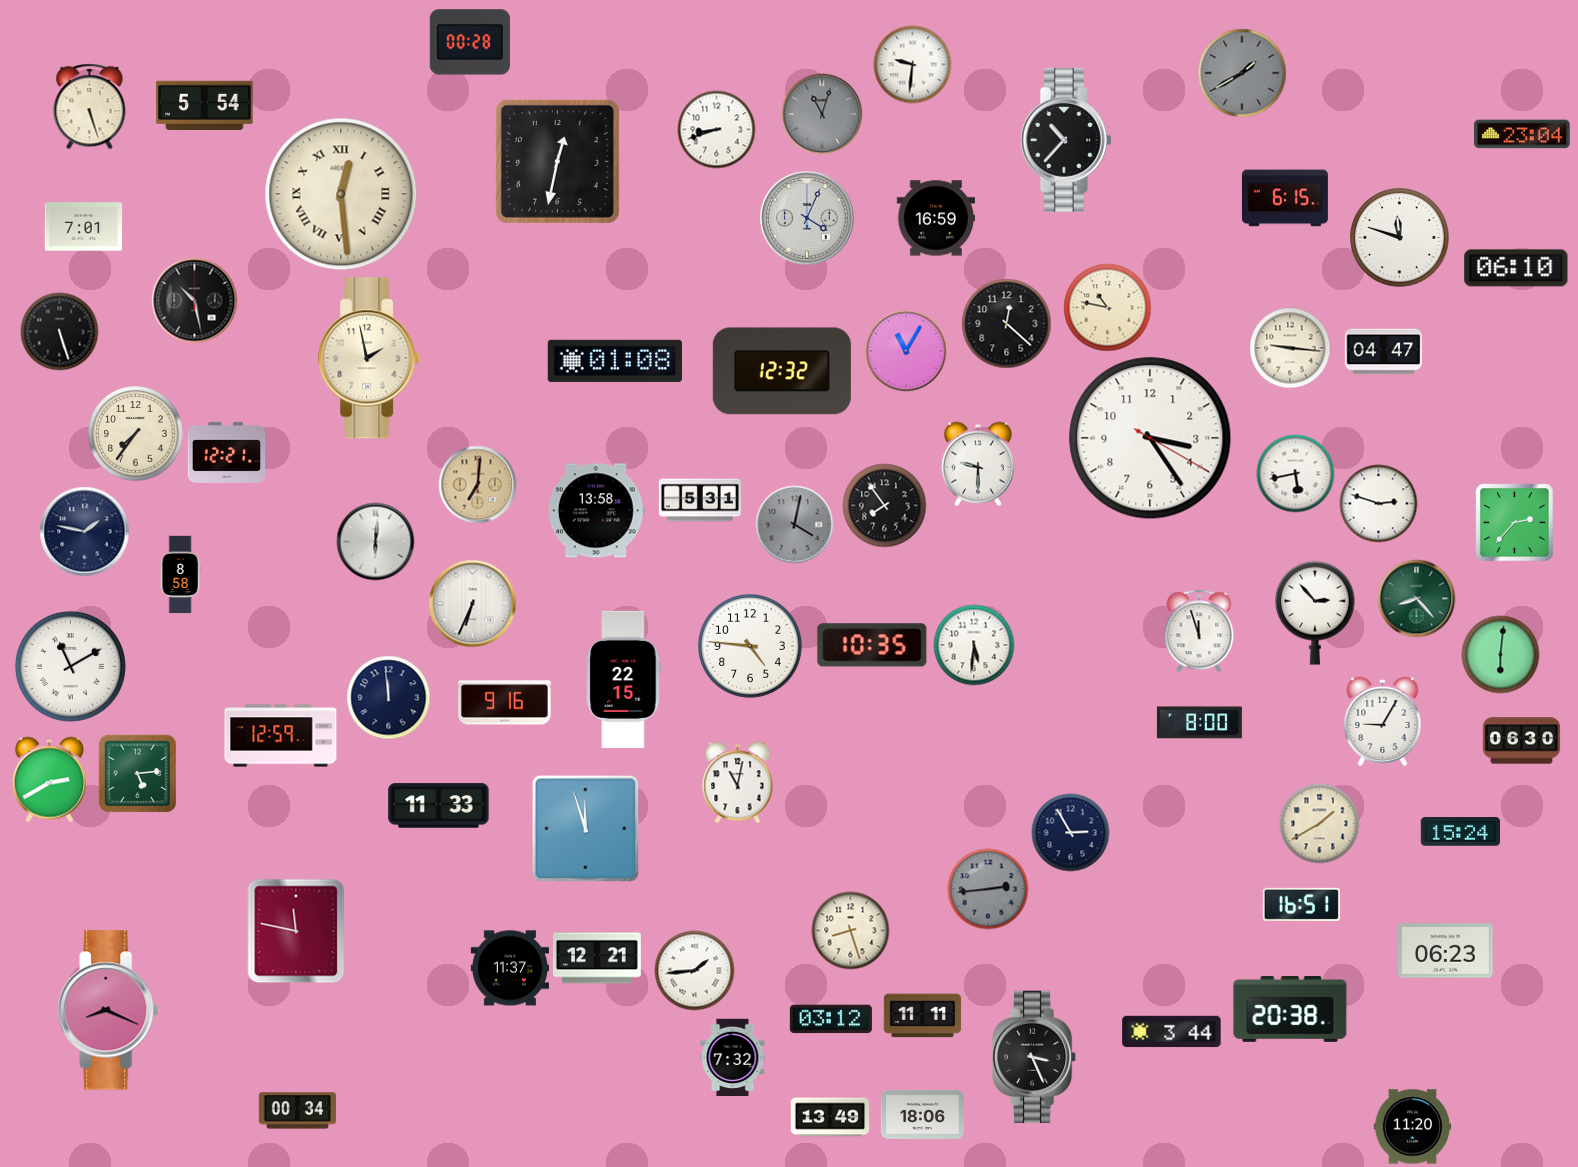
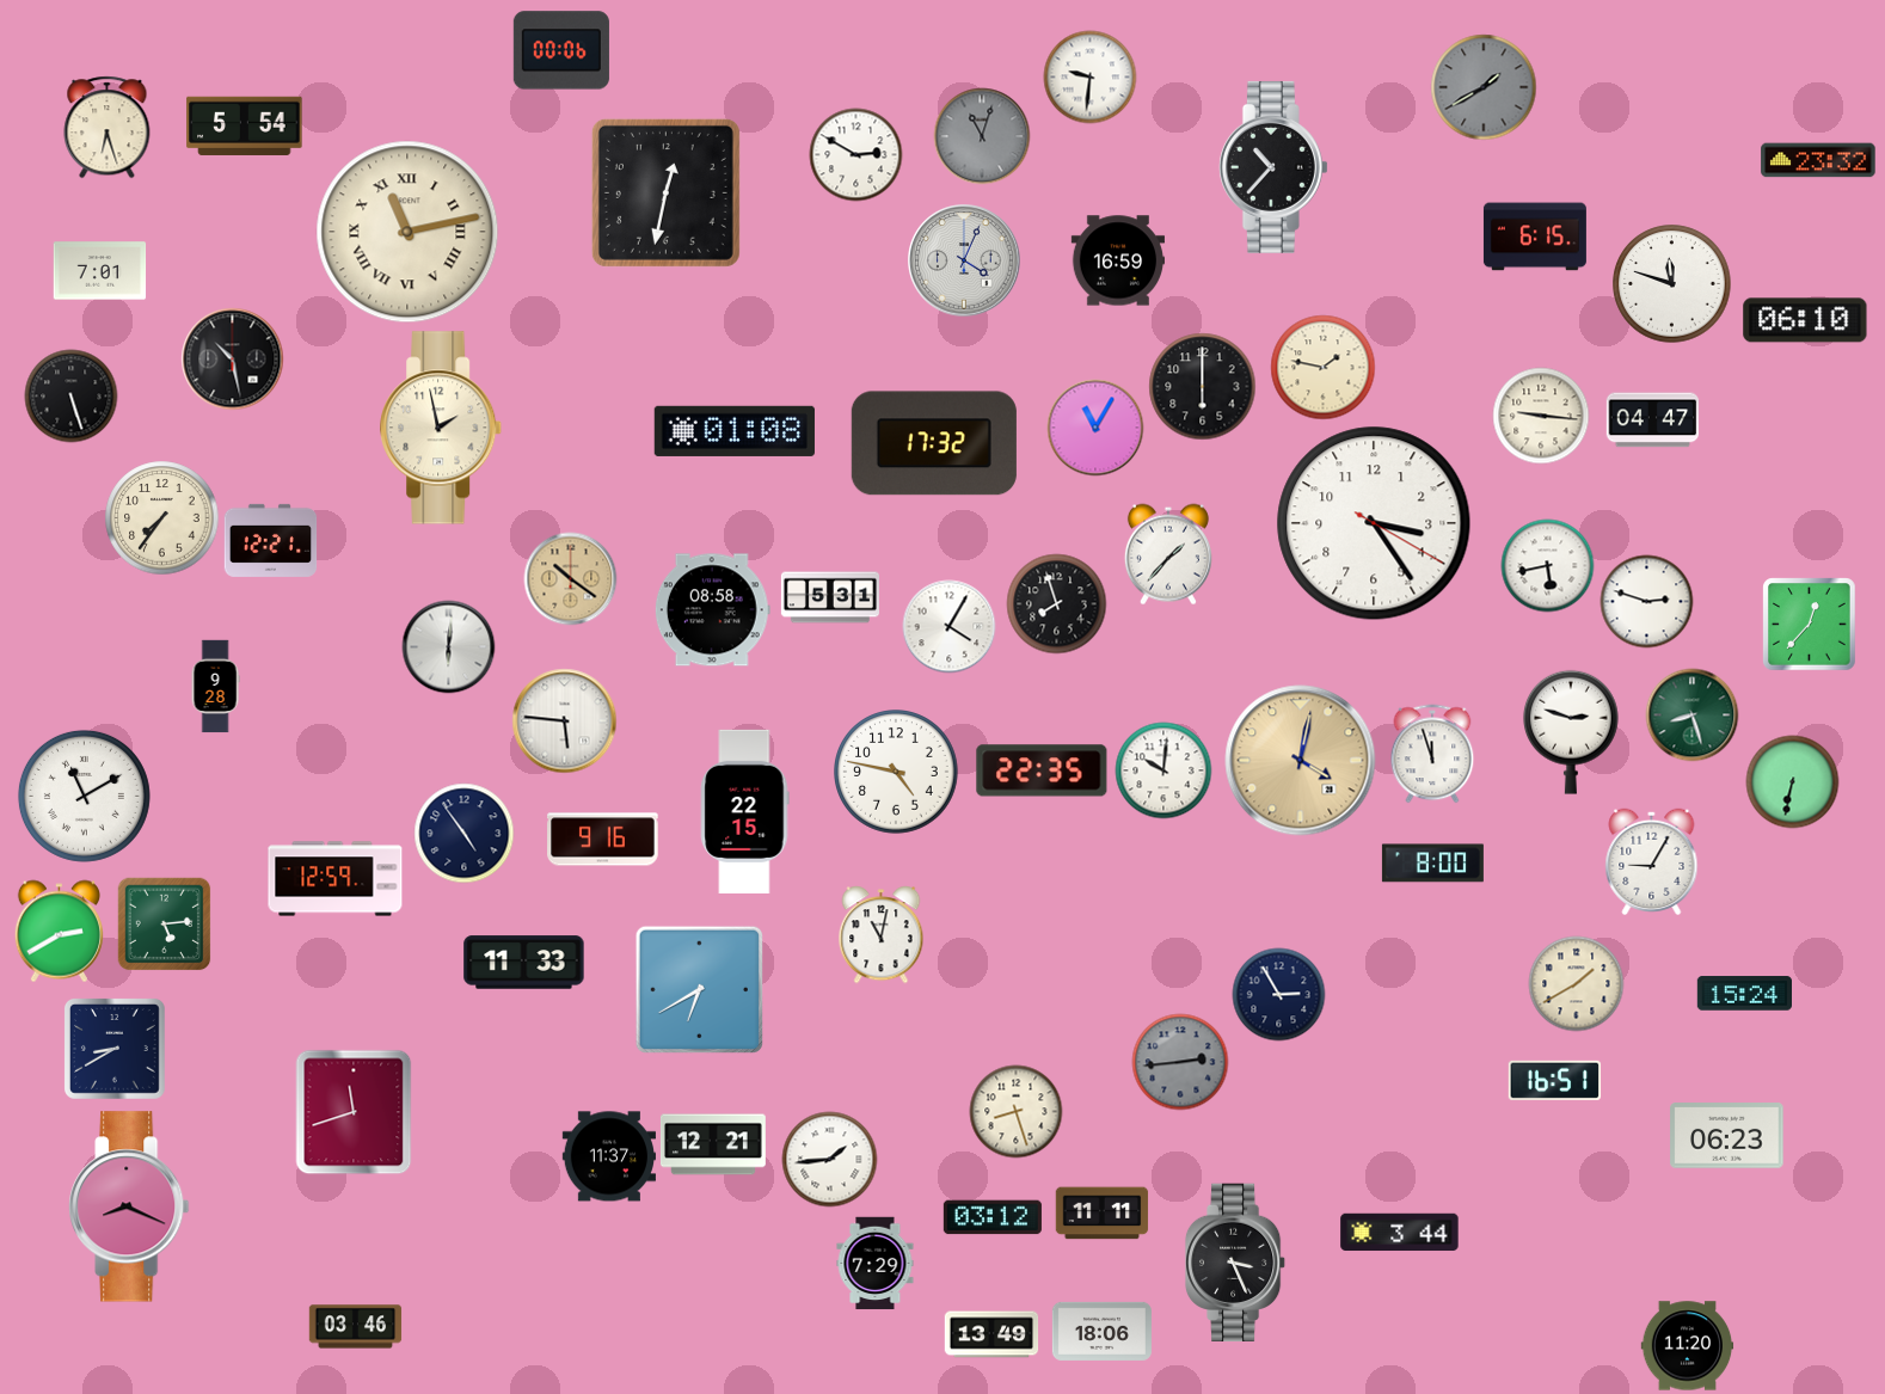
clock at (470, 42): 00:28 -> 00:06
clock at (90, 106): 5:27 -> 6:27
clock at (716, 129): 8:42 -> 2:50
clock at (1522, 134): 23:04 -> 23:32
clock at (341, 194): 12:29 -> 11:13
clock at (1516, 268) position: (1516, 268) -> (1805, 320)
clock at (1107, 307): 10:47 -> 1:47
clock at (1006, 323): 12:22 -> 6:00
clock at (906, 351) position: (906, 351) -> (1095, 428)
clock at (782, 371): 12:32 -> 17:32
clock at (978, 464): 9:30 -> 1:37
clock at (477, 484): 7:01 -> 10:21
clock at (700, 500) position: (700, 500) -> (830, 597)
clock at (884, 505): 7:54 -> 7:57
clock at (596, 511): 13:58 -> 08:58
clock at (1514, 522): 2:37 -> 12:37
clock at (794, 524): 4:02 -> 4:05
clock at (794, 524) dial: grey -> white
clock at (84, 531): 1:47 -> none
clock at (180, 574): 8:58 -> 9:28
clock at (1416, 598): 8:23 -> 8:27
clock at (472, 603): 6:34 -> 5:46
clock at (1316, 613): 2:53 -> 2:48
clock at (1301, 761): none -> 4:02
clock at (872, 645): 10:35 -> 22:35
clock at (974, 645): 5:31 -> 10:01
clock at (750, 647): 4:46 -> 4:47
clock at (1500, 654): 6:01 -> 6:32
clock at (388, 697): 11:59 -> 4:54
clock at (1521, 741): 06:30 -> none
clock at (585, 828): 11:57 -> 6:40
clock at (115, 1049): none -> 8:40
clock at (296, 931): 11:47 -> 11:42
clock at (1290, 1010): 20:38 -> none
clock at (733, 1057): 7:32 -> 7:29
clock at (297, 1111): 00:34 -> 03:46
